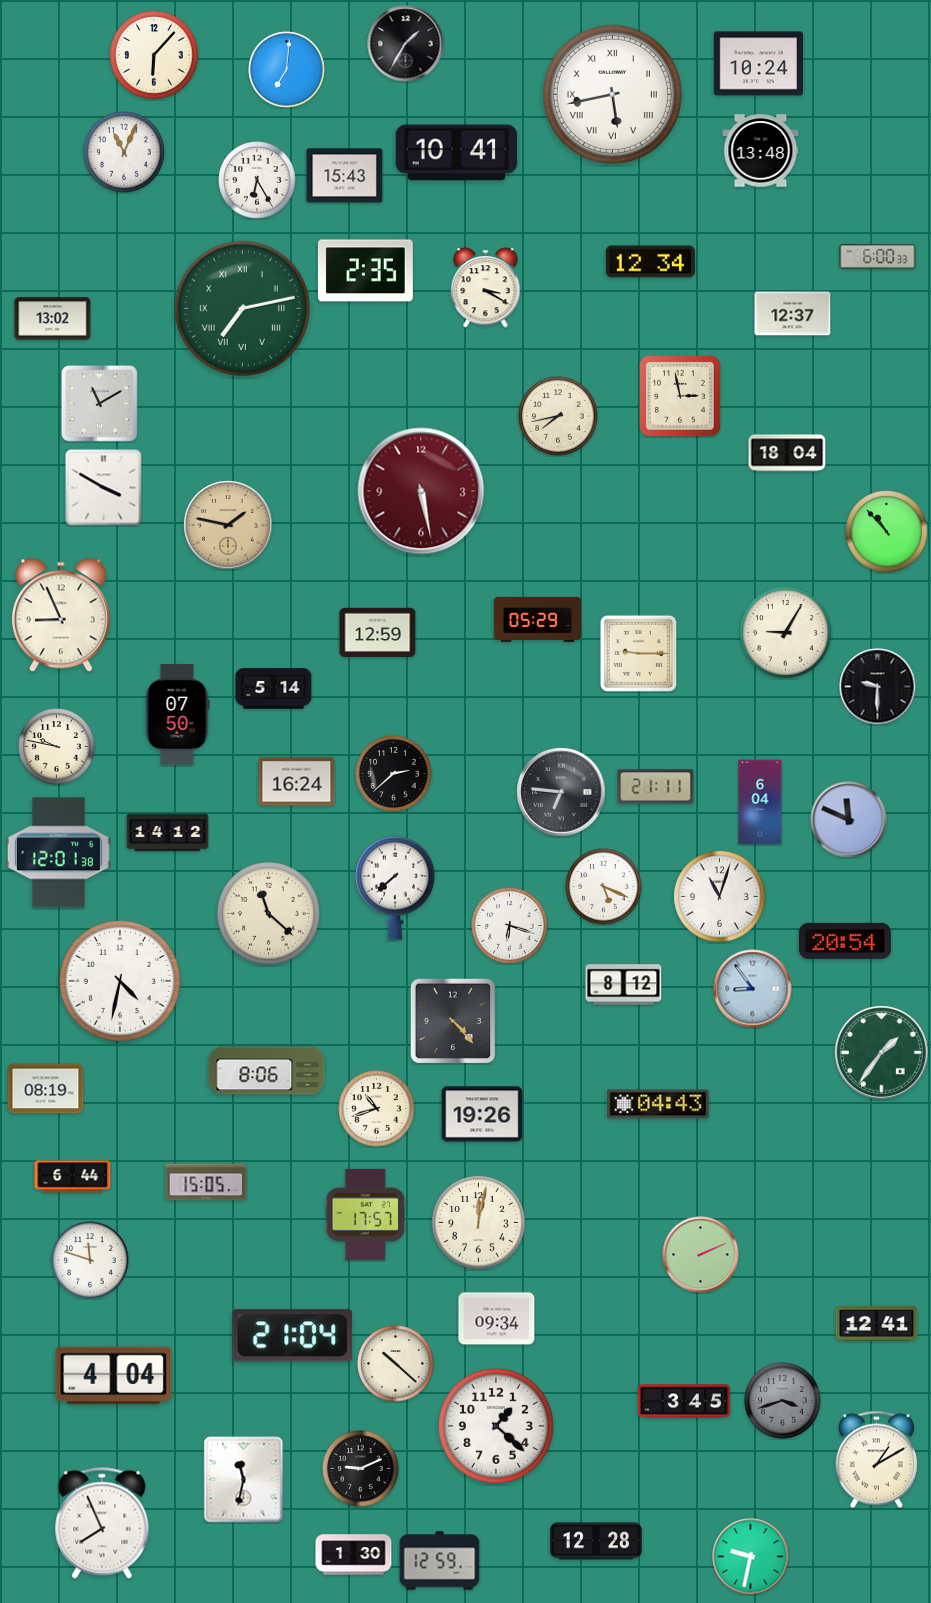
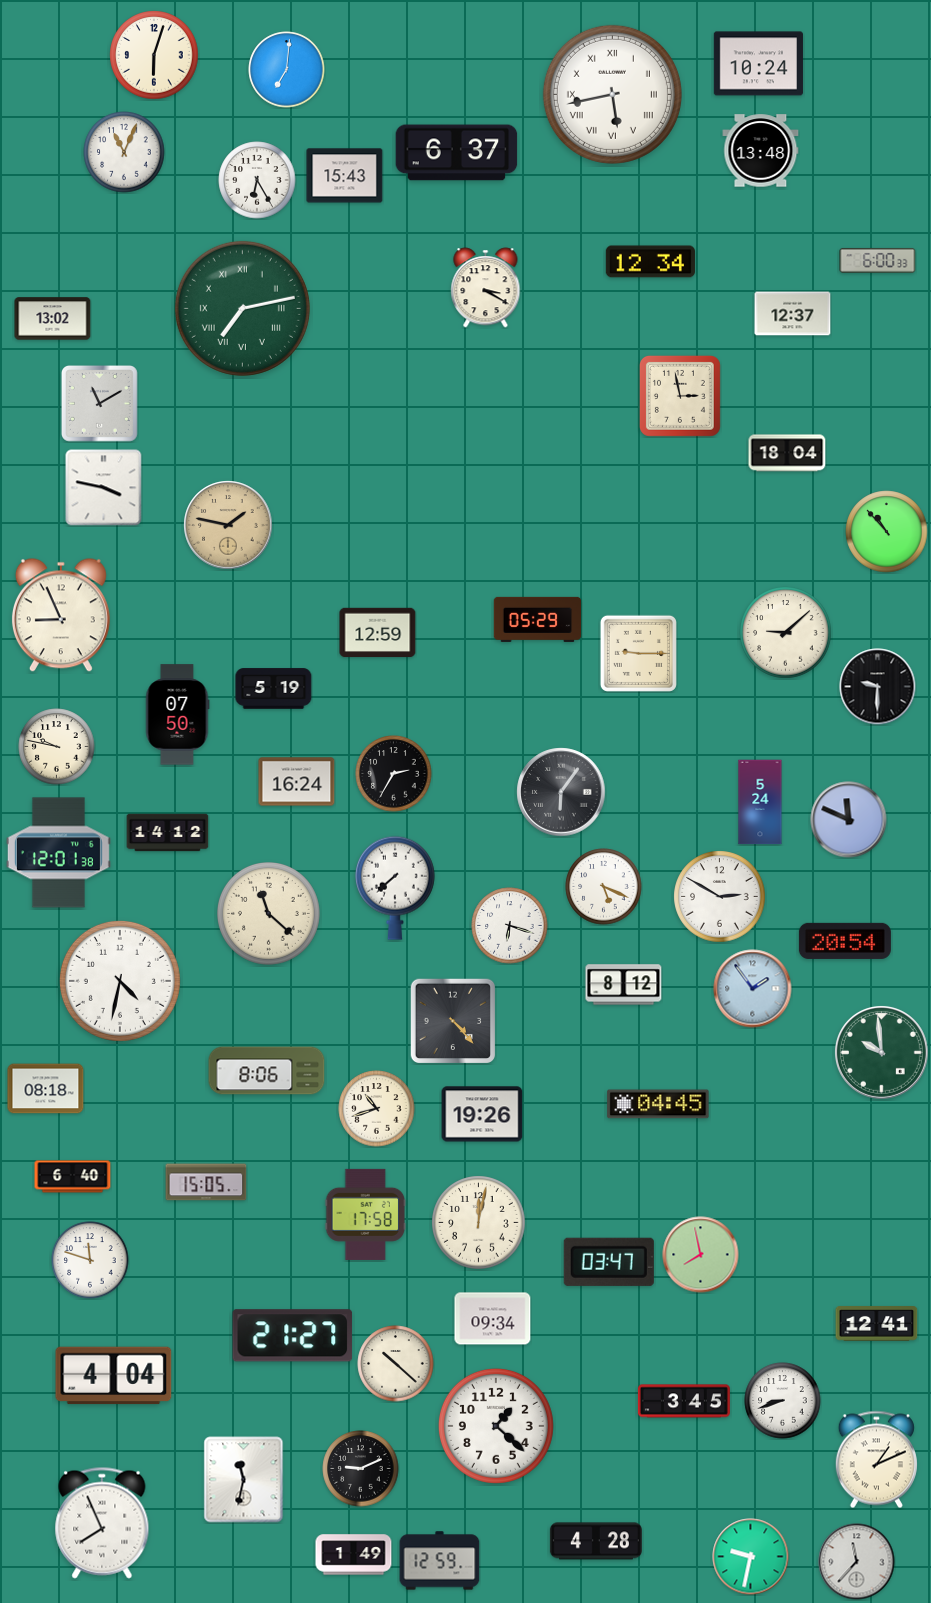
clock at (406, 44): 1:35 -> none
clock at (154, 55): 6:07 -> 6:03
clock at (457, 153): 10:41 -> 6:37
clock at (878, 256) position: (878, 256) -> (878, 260)
clock at (365, 271): 2:35 -> none
clock at (558, 416): 7:43 -> none
clock at (104, 488): 3:50 -> 3:47
clock at (421, 491): 5:28 -> none
clock at (786, 633): 9:05 -> 9:08
clock at (274, 689): 5:14 -> 5:19
clock at (394, 774): 2:38 -> 2:35
clock at (656, 787): 21:11 -> none
clock at (561, 792): 6:46 -> 6:06
clock at (760, 802): 6:04 -> 5:24
clock at (720, 897): 11:03 -> 2:50
clock at (753, 989): 8:54 -> 1:54
clock at (882, 1053): 1:36 -> 9:59
clock at (46, 1089): 08:19 -> 08:18
clock at (658, 1104): 04:43 -> 04:45
clock at (73, 1177): 6:44 -> 6:40
clock at (366, 1214): 17:57 -> 17:58
clock at (701, 1255): 2:11 -> 7:58
clock at (609, 1262): none -> 03:47
clock at (497, 1319) position: (497, 1319) -> (493, 1319)
clock at (293, 1336): 21:04 -> 21:27
clock at (783, 1401): 3:42 -> 8:42
clock at (783, 1401) dial: grey -> white
clock at (876, 1460): 1:10 -> 1:11
clock at (596, 1541): 12:28 -> 4:28
clock at (354, 1555): 1:30 -> 1:49
clock at (857, 1562): none -> 11:37
